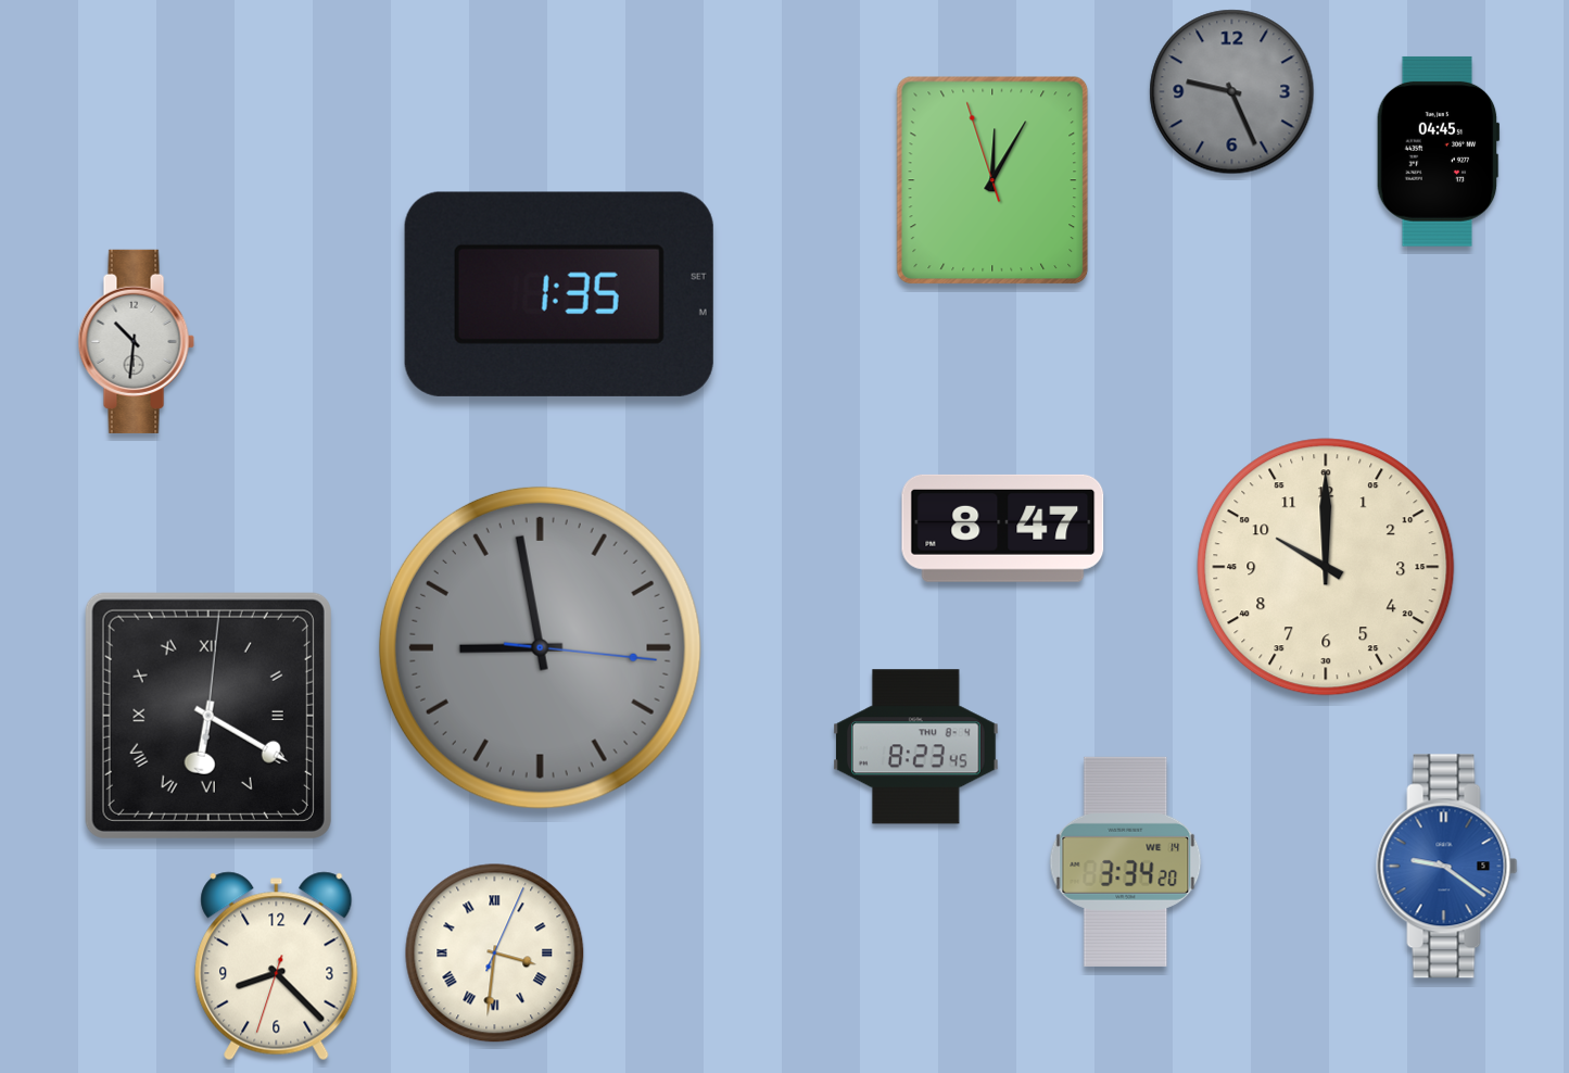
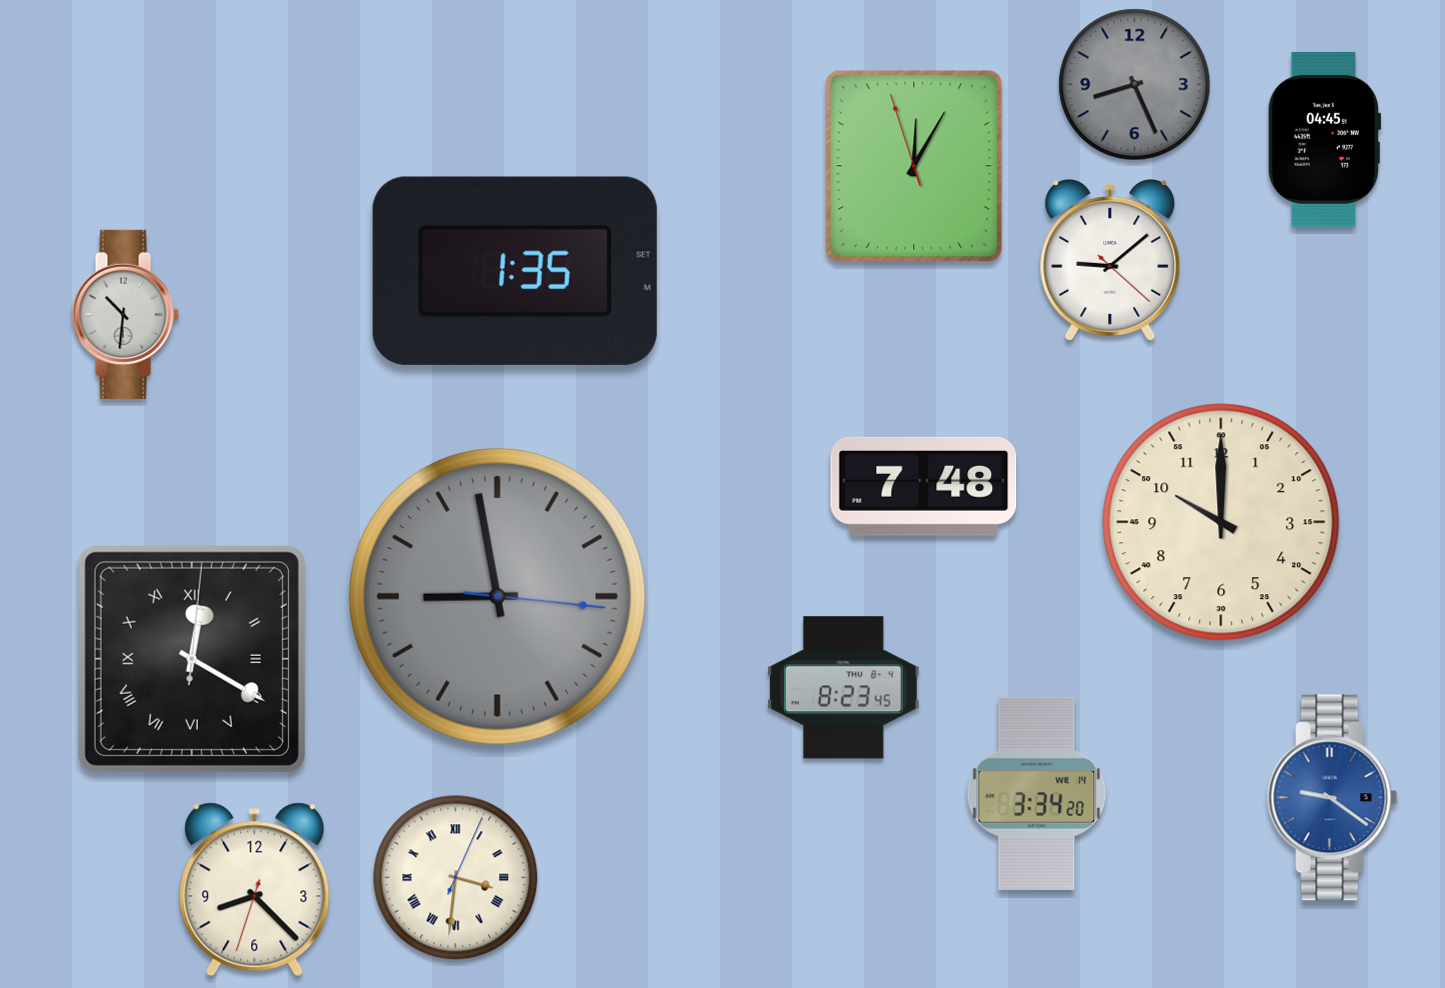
clock at (1232, 92): 9:26 -> 8:26
clock at (1110, 260): none -> 9:08
clock at (1003, 528): 8:47 -> 7:48
clock at (208, 716): 6:20 -> 12:20
